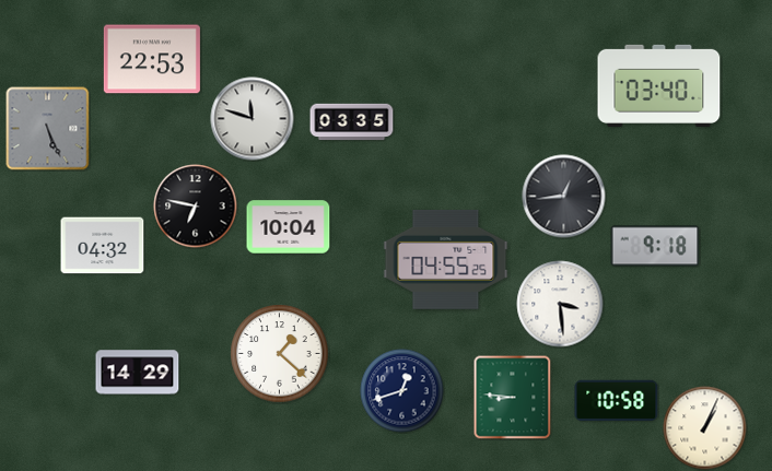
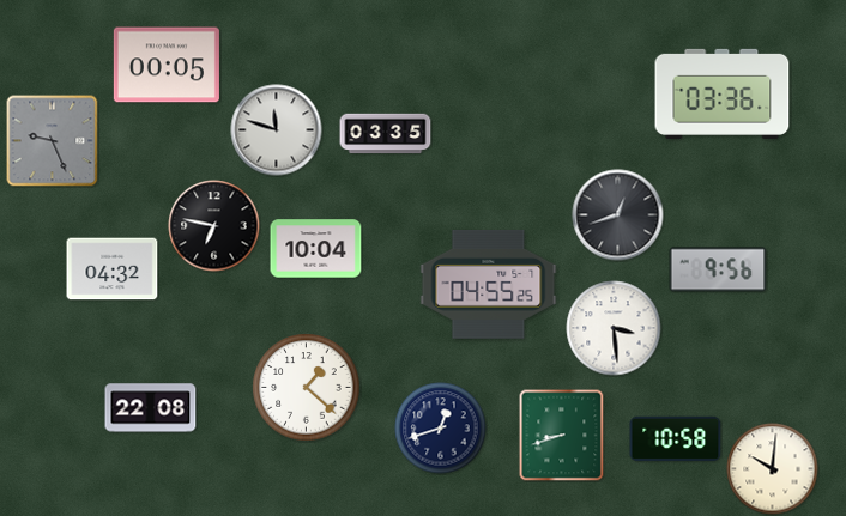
clock at (152, 59): 22:53 -> 00:05
clock at (659, 85): 03:40 -> 03:36
clock at (48, 129): 5:26 -> 9:26
clock at (564, 197): 12:44 -> 12:42
clock at (655, 246): 9:18 -> 9:56
clock at (560, 304) position: (560, 304) -> (614, 328)
clock at (138, 373): 14:29 -> 22:08
clock at (513, 397): 8:46 -> 8:42
clock at (705, 428): 1:04 -> 10:01
